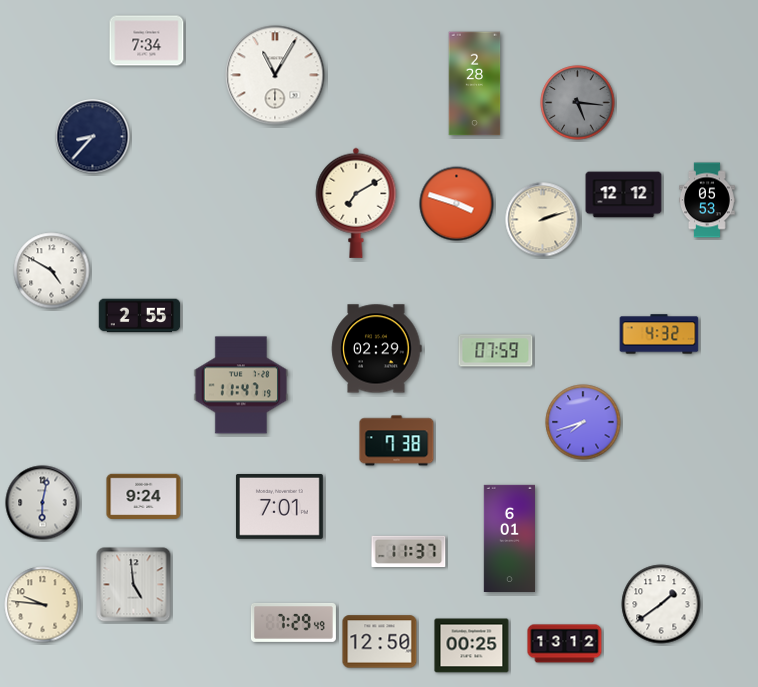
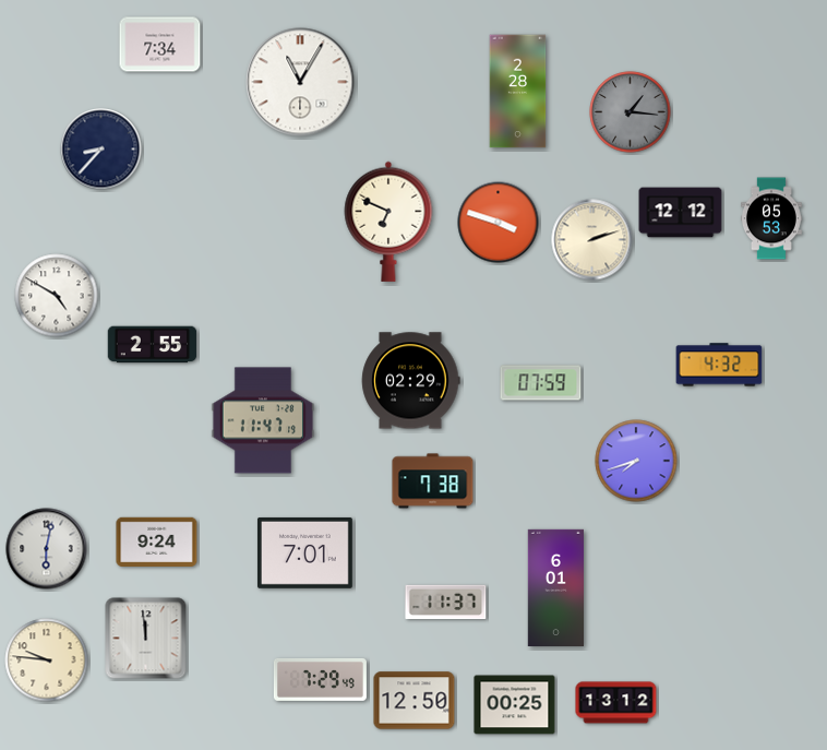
clock at (578, 103): 5:16 -> 1:16
clock at (356, 203): 7:10 -> 6:49
clock at (134, 585): 4:59 -> 11:59
clock at (661, 604): 1:39 -> none
